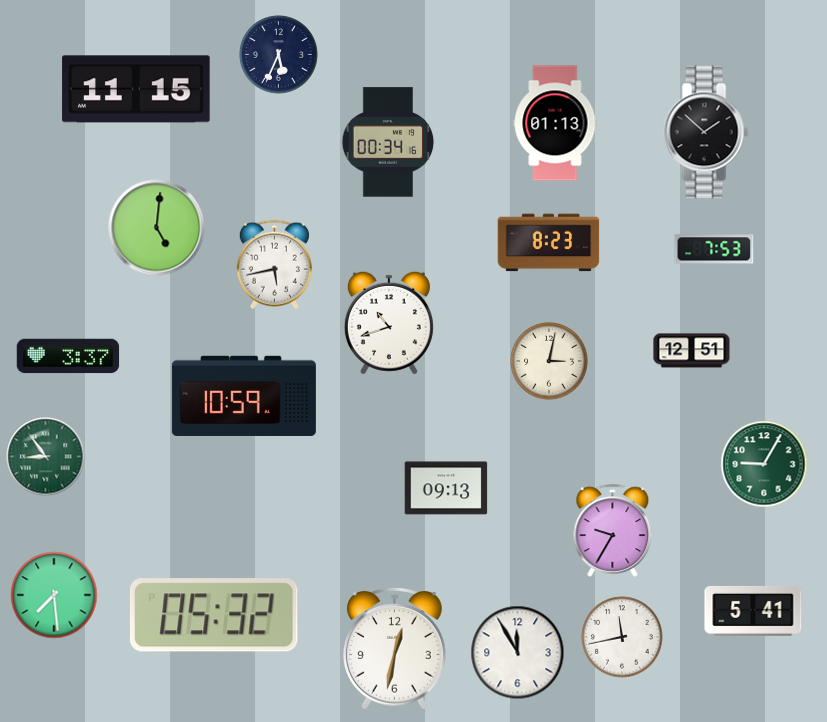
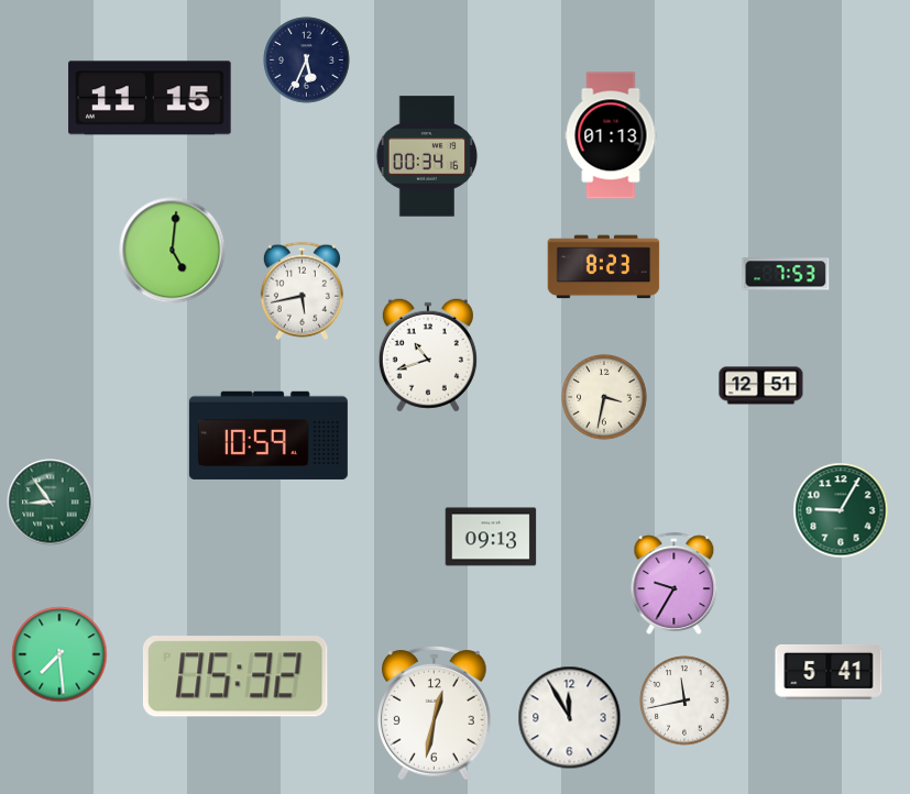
clock at (706, 132): 1:52 -> none
clock at (68, 356): 3:37 -> none
clock at (549, 361): 3:02 -> 3:32
